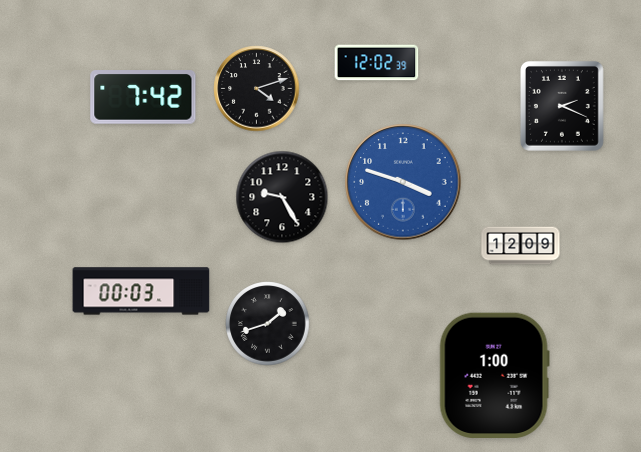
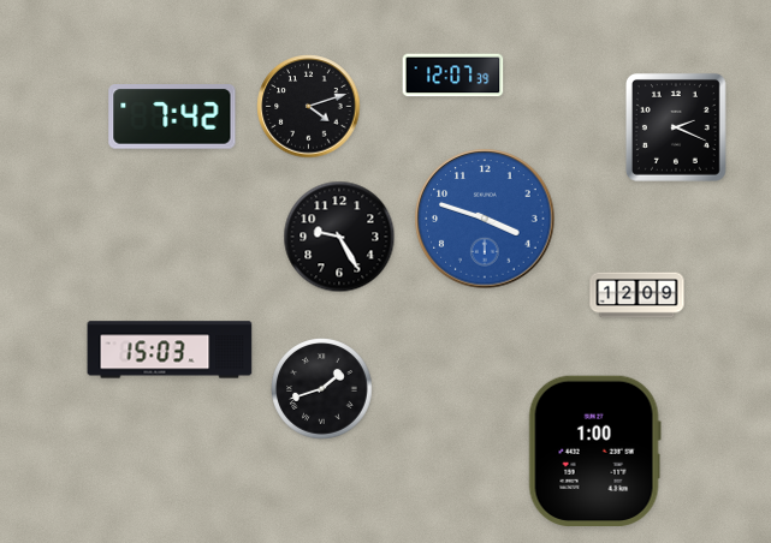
clock at (377, 63): 12:02 -> 12:07
clock at (521, 246) position: (521, 246) -> (637, 296)
clock at (141, 291): 00:03 -> 15:03
